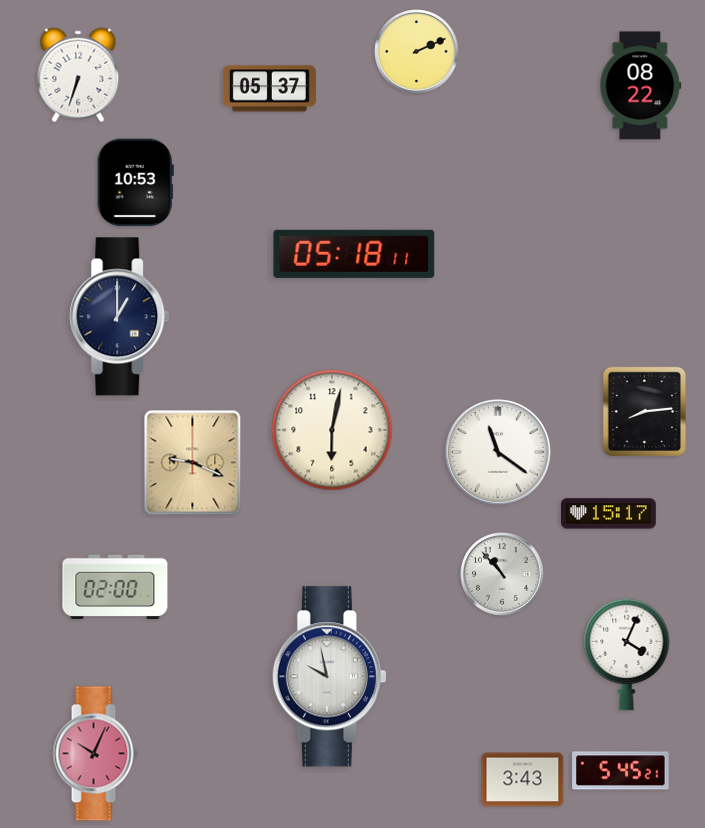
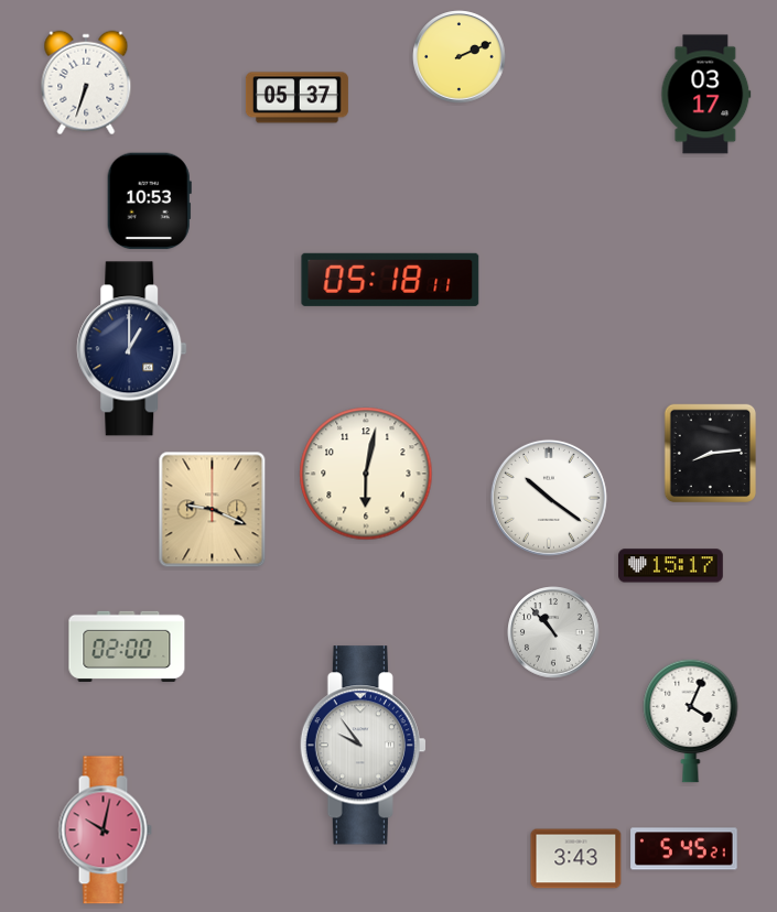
clock at (641, 86): 08:22 -> 03:17
clock at (498, 452): 11:21 -> 10:21
clock at (329, 677): 9:58 -> 9:54
clock at (95, 754): 10:04 -> 10:02
